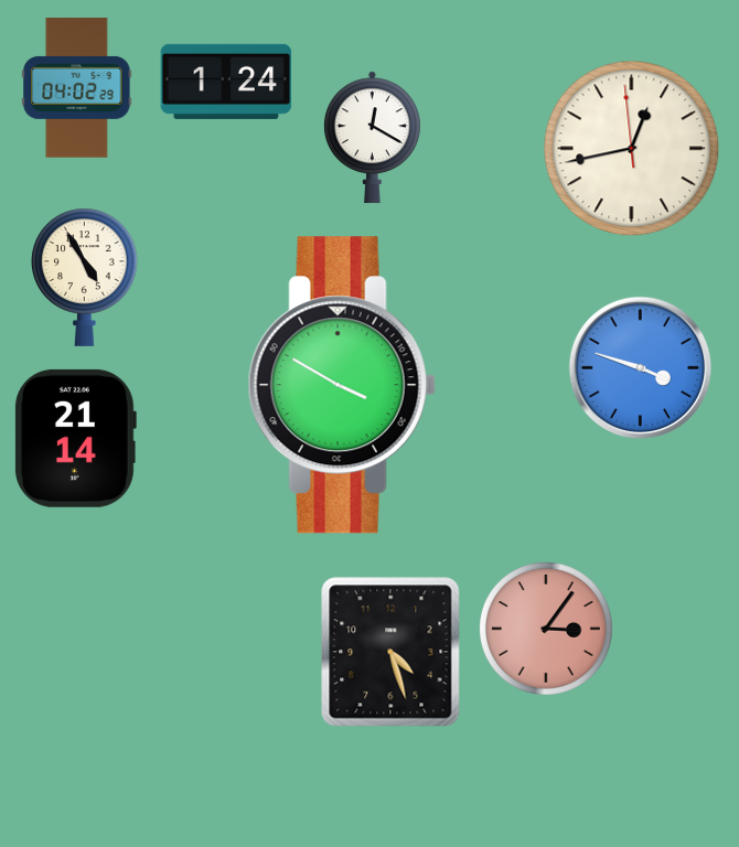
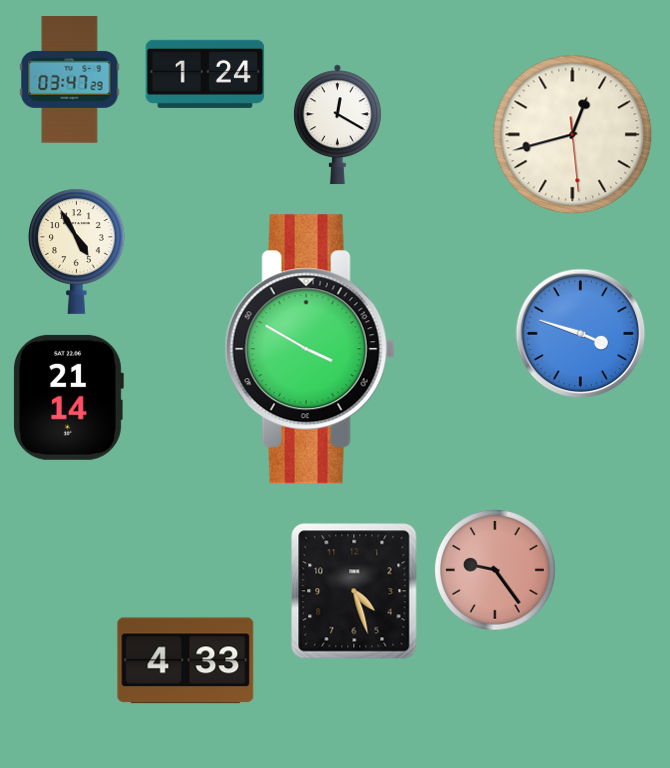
clock at (77, 88): 04:02 -> 03:47
clock at (632, 149): 12:42:59 -> 12:42:29
clock at (547, 630): 3:06 -> 9:24
clock at (186, 661): none -> 4:33
